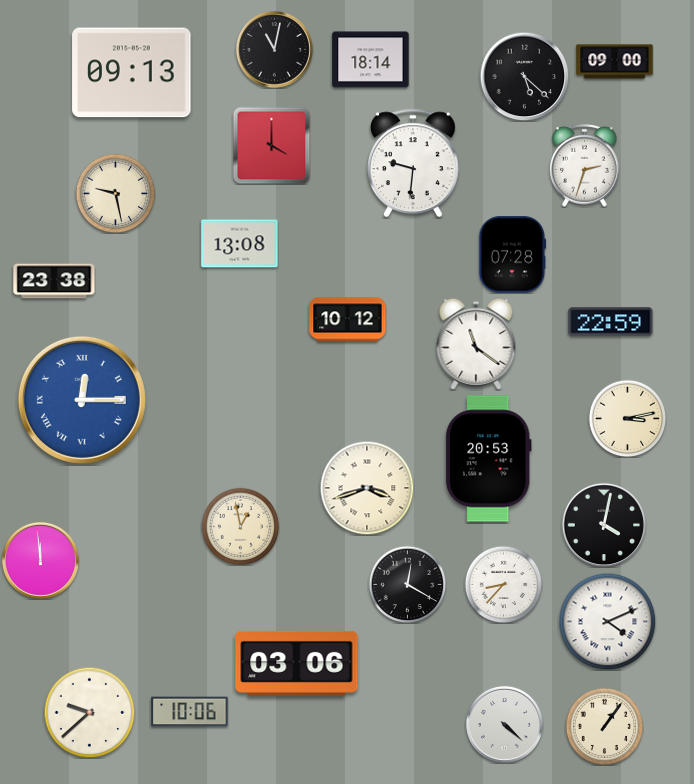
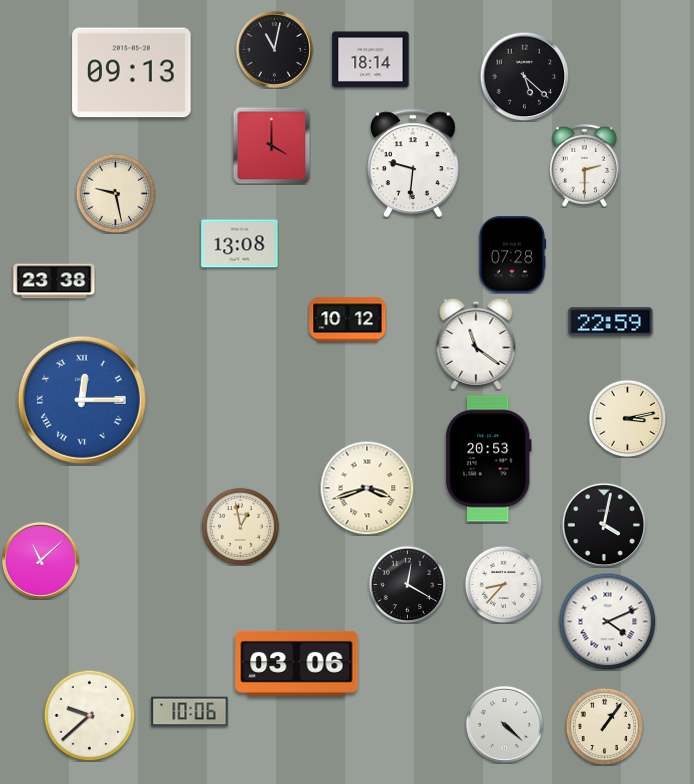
clock at (615, 62): 09:00 -> none
clock at (585, 165): 2:33 -> 2:30
clock at (40, 560): 11:59 -> 11:08
clock at (89, 712) position: (89, 712) -> (89, 715)
